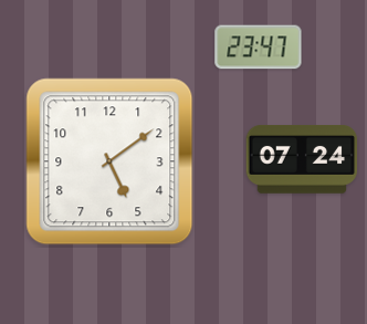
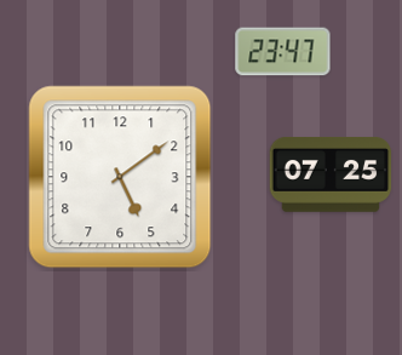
clock at (302, 160): 07:24 -> 07:25
